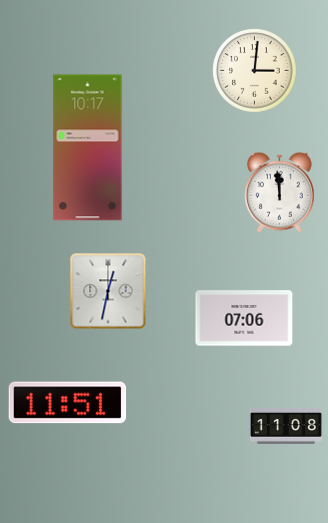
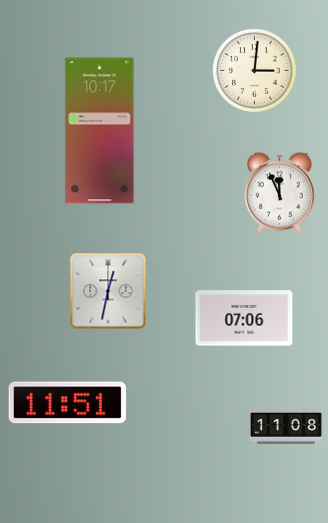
clock at (88, 148) position: (88, 148) -> (100, 131)
clock at (279, 192): 11:59 -> 11:56
